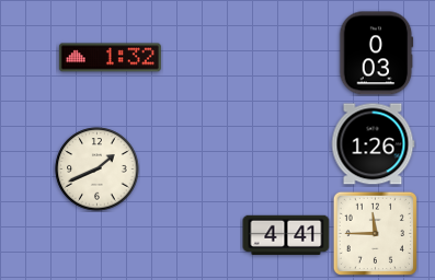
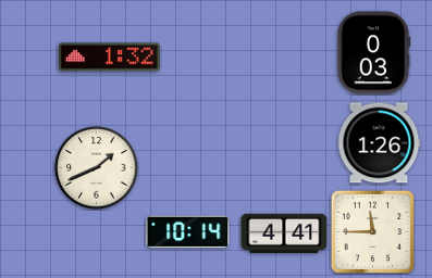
clock at (373, 144) position: (373, 144) -> (379, 143)
clock at (188, 232): none -> 10:14
